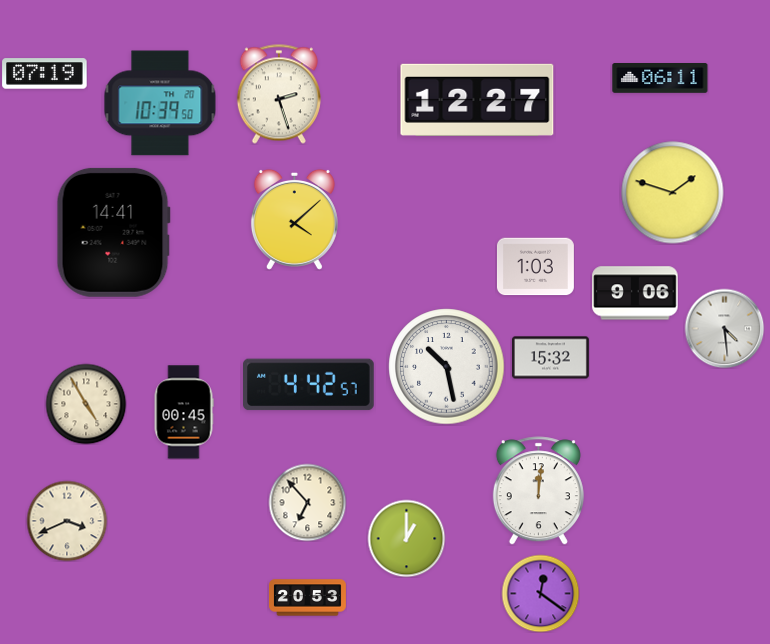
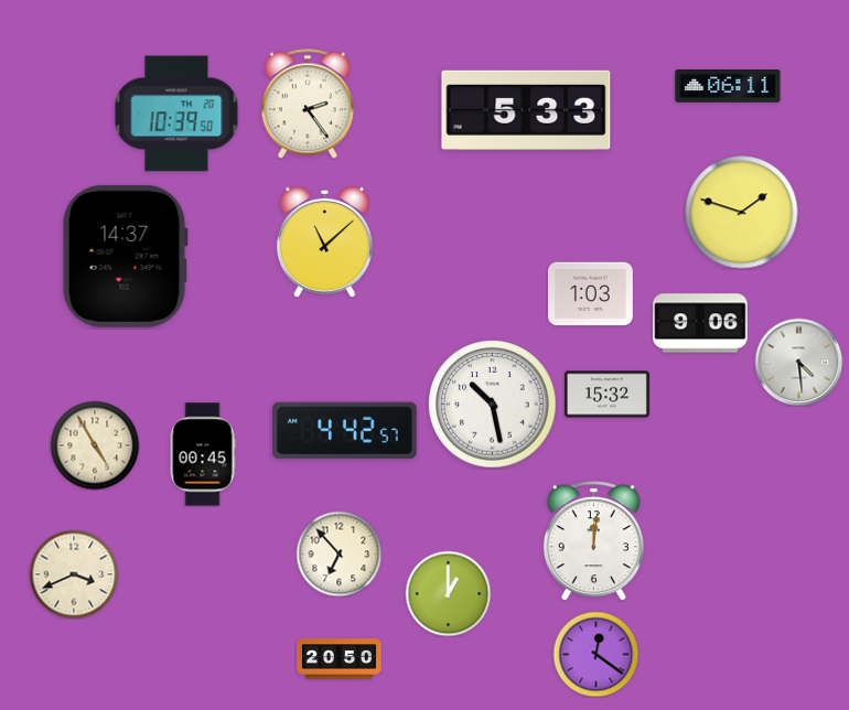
clock at (45, 74): 07:19 -> none
clock at (279, 94): 2:27 -> 2:24
clock at (477, 100): 12:27 -> 5:33
clock at (294, 219): 4:08 -> 11:08
clock at (113, 232): 14:41 -> 14:37
clock at (309, 385) position: (309, 385) -> (345, 431)
clock at (308, 598): 20:53 -> 20:50
